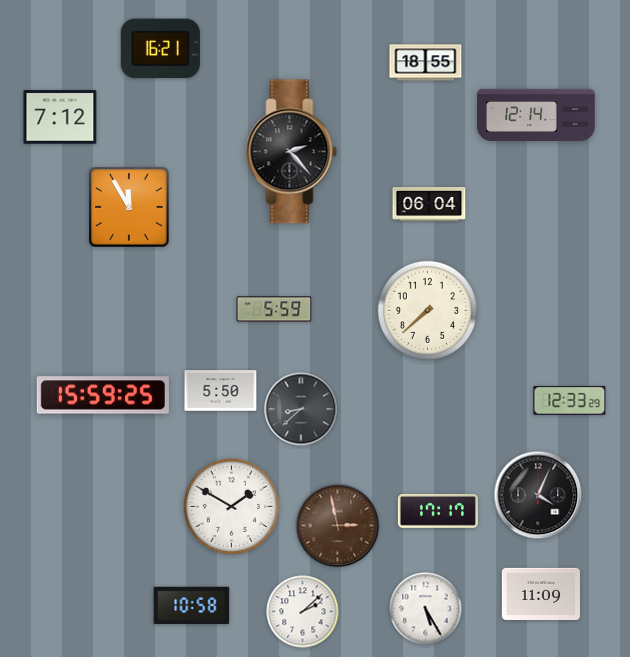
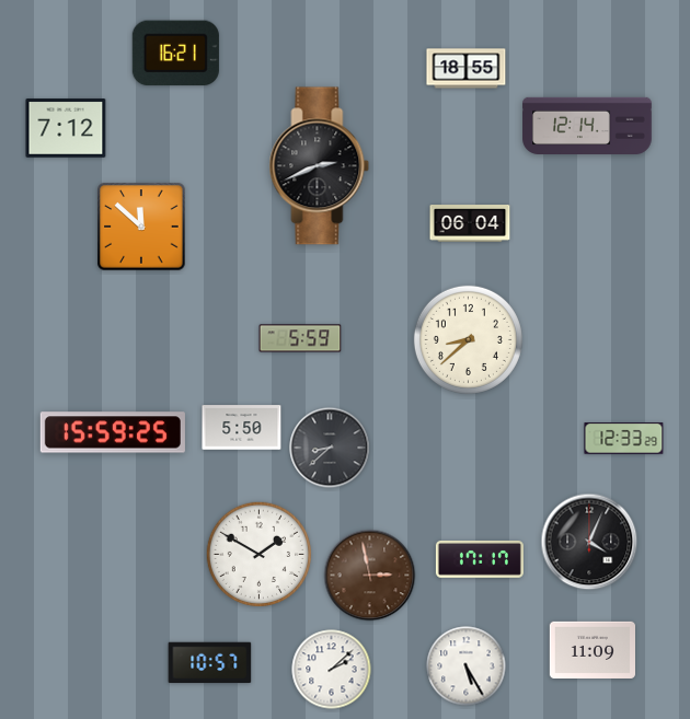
clock at (292, 152): 2:23 -> 2:41
clock at (129, 207): 11:55 -> 11:52
clock at (427, 310): 7:38 -> 8:38
clock at (231, 506) position: (231, 506) -> (258, 554)
clock at (192, 606): 10:58 -> 10:57
